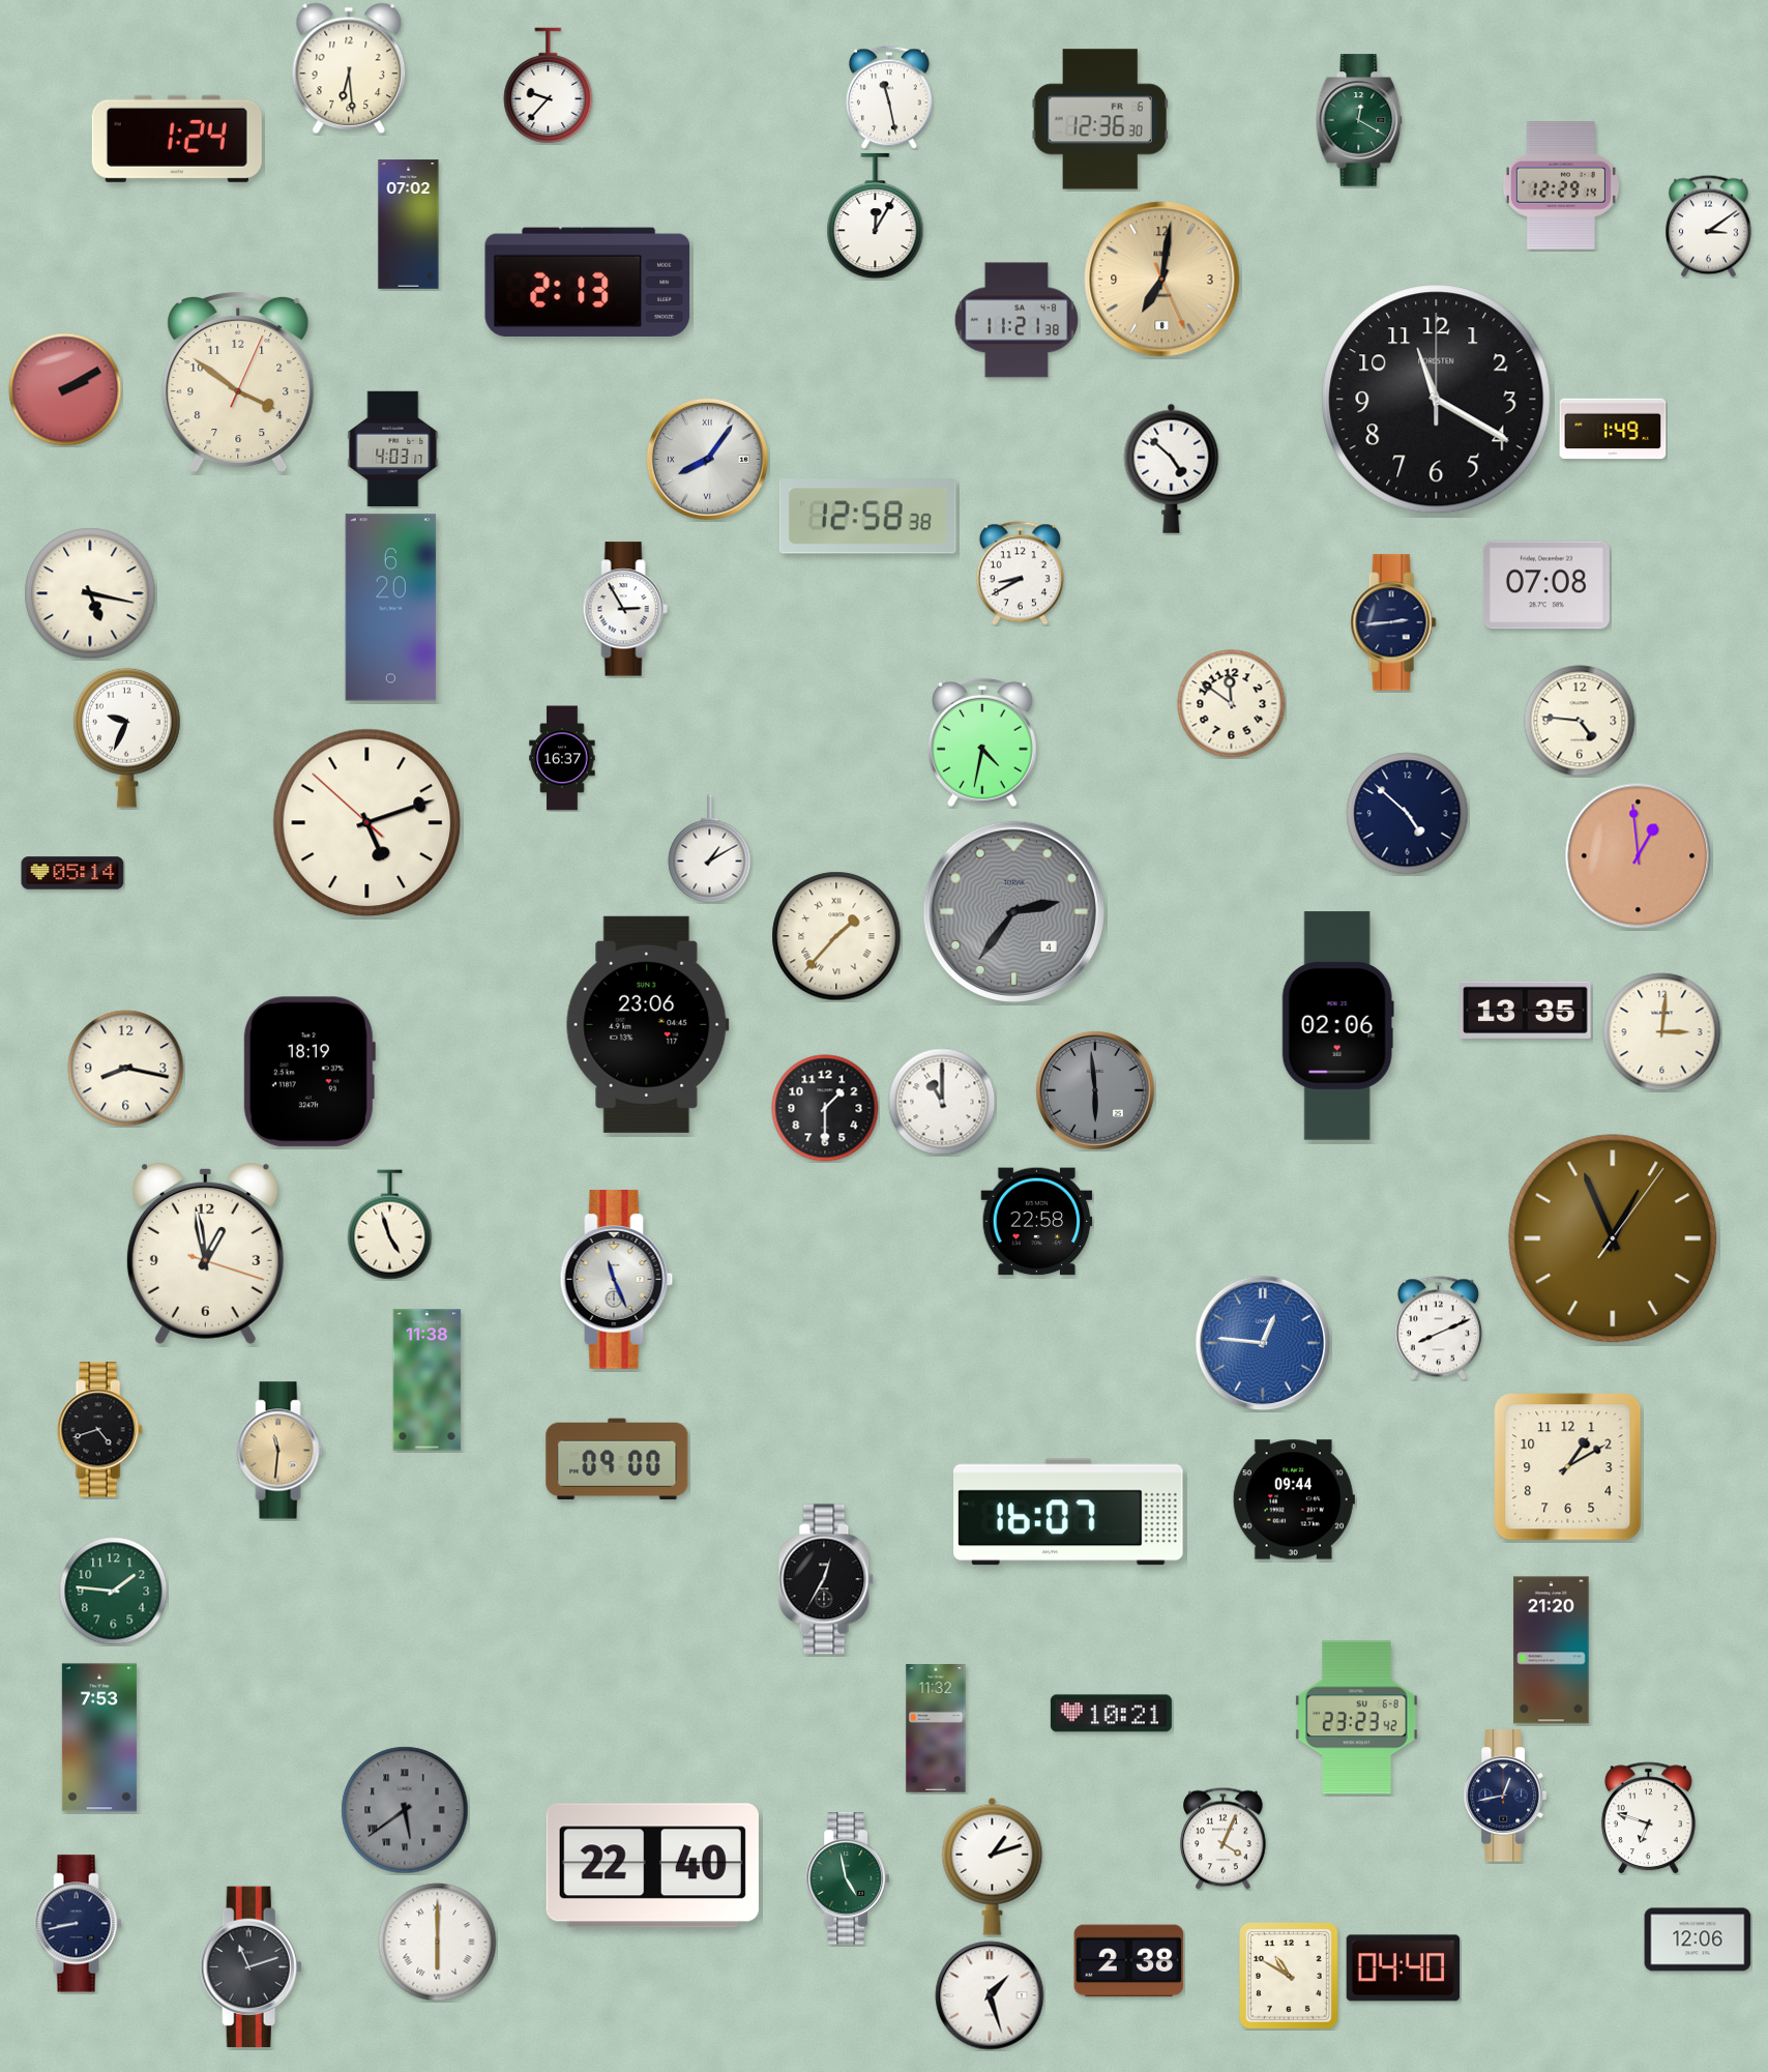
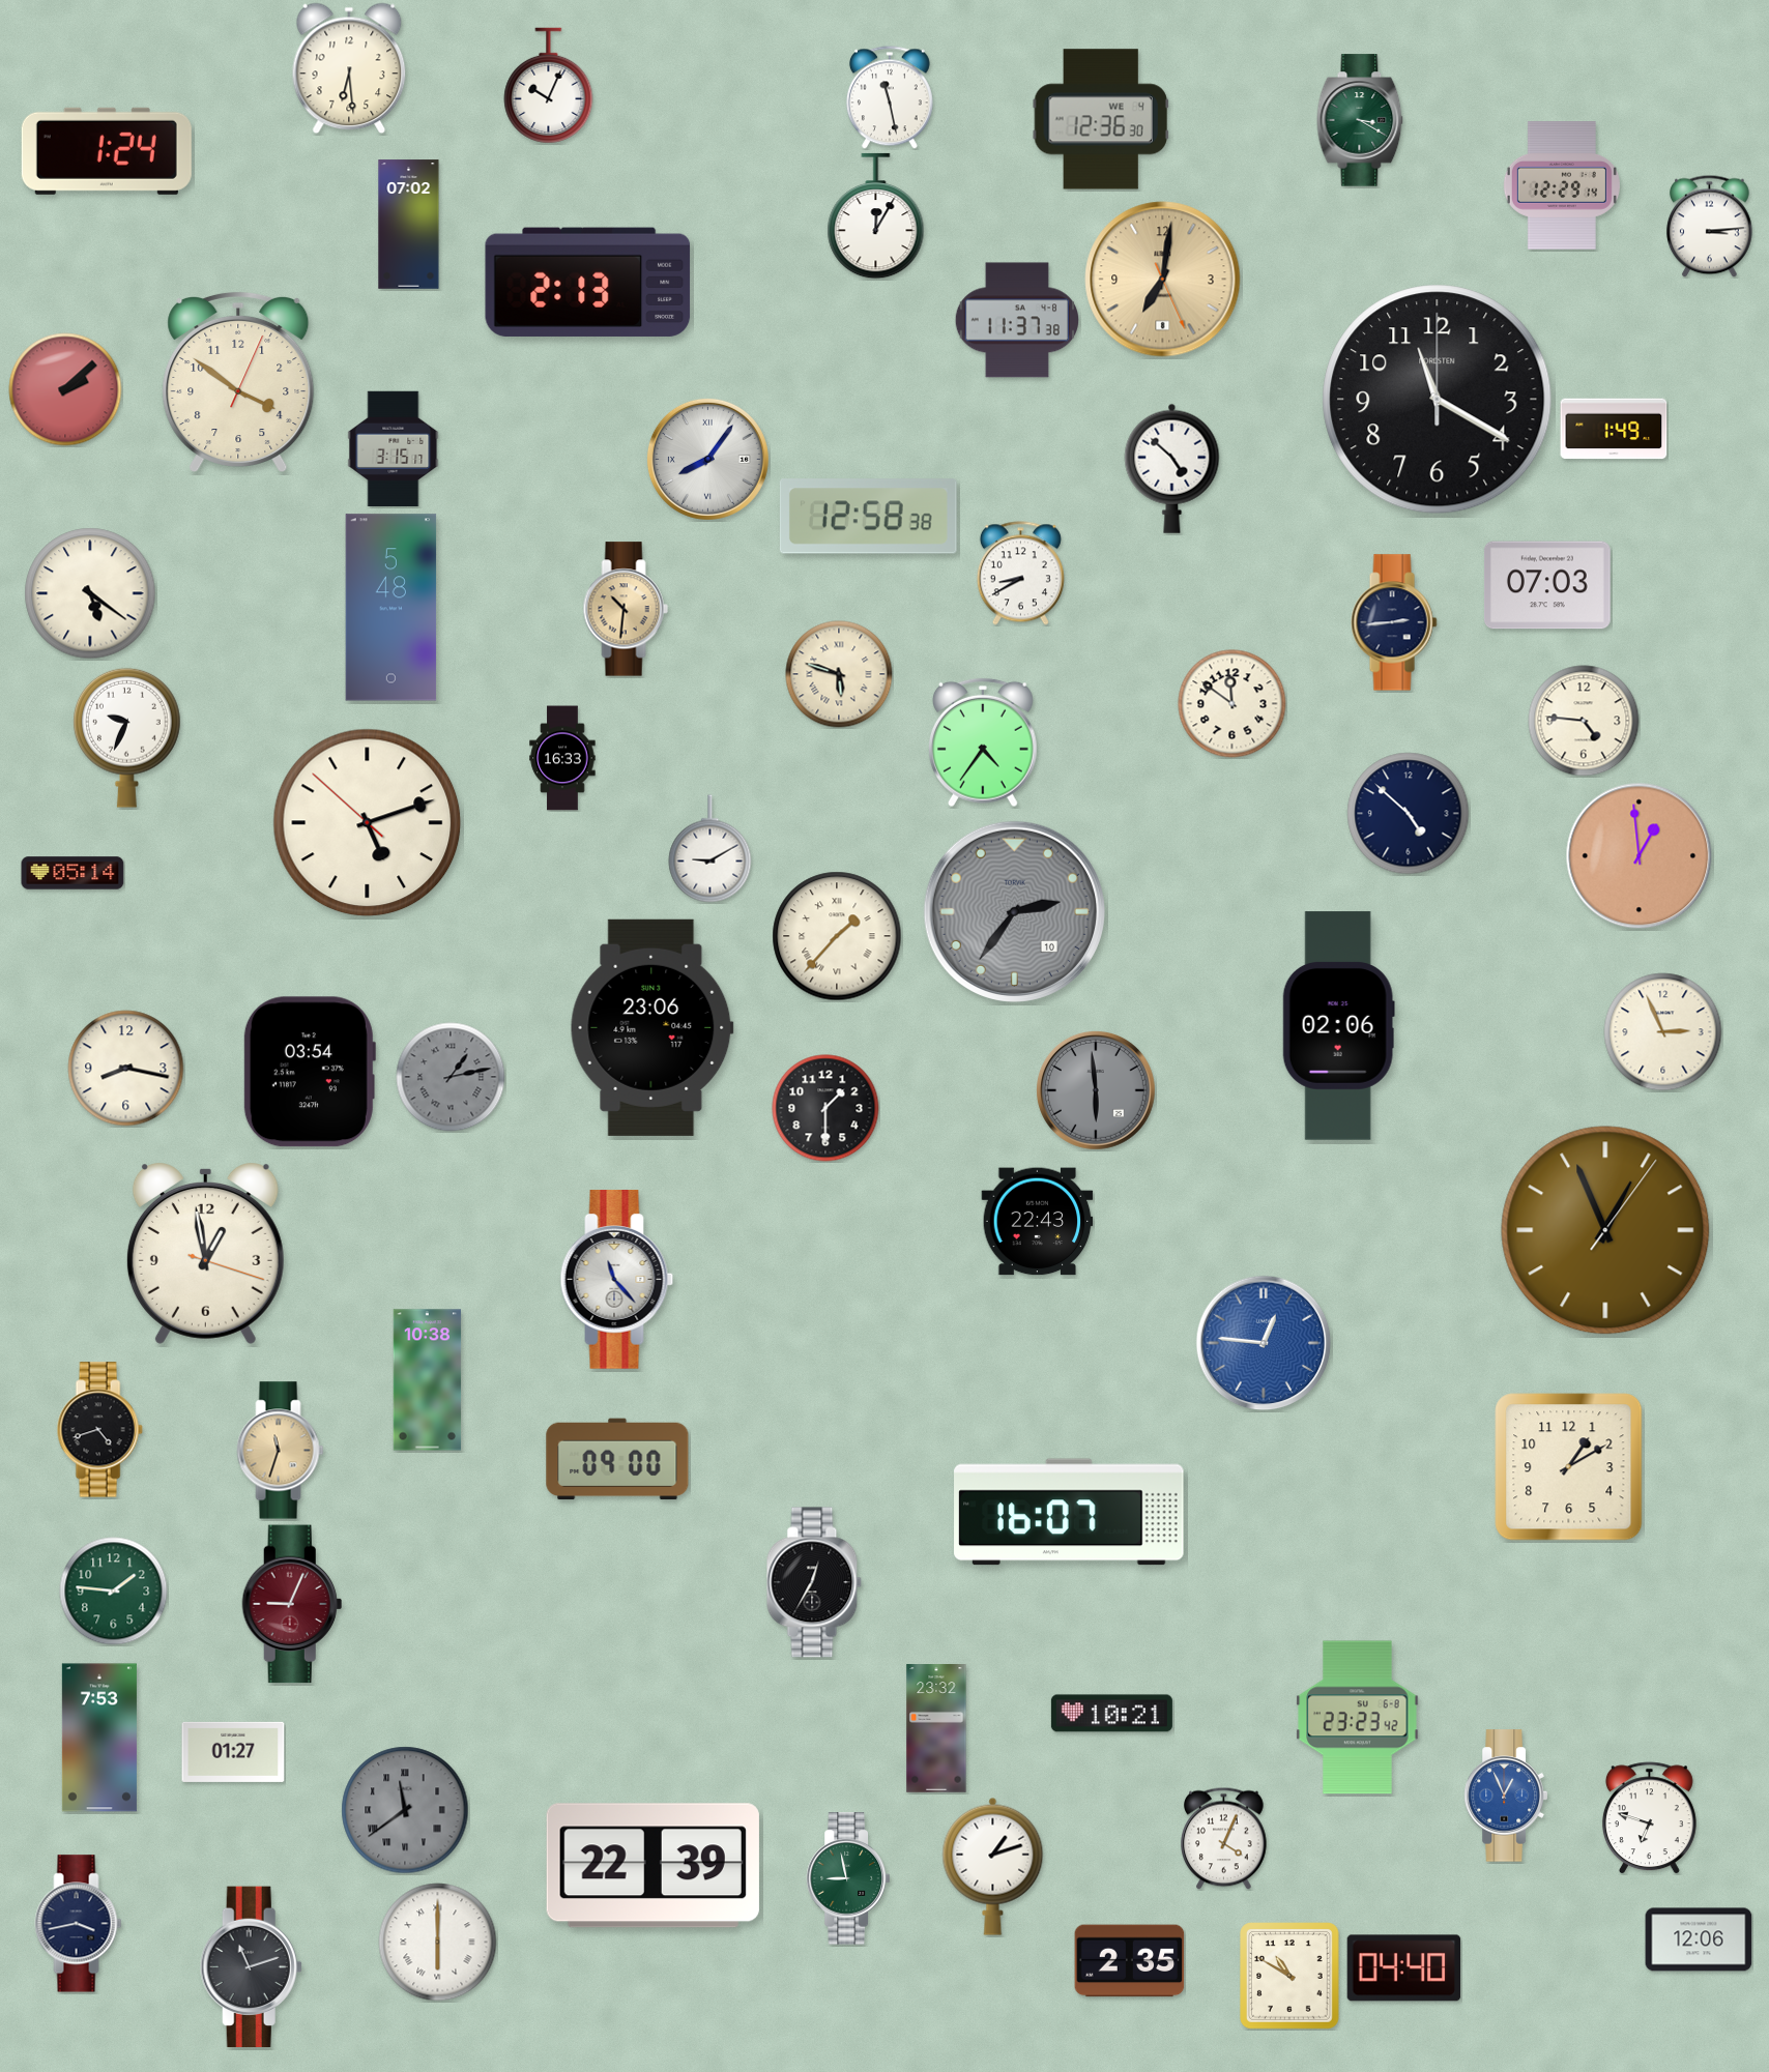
clock at (549, 86): 9:37 -> 10:04
clock at (1100, 119) date: FR 6 -> WE 4
clock at (1359, 120): 12:20 -> 3:20
clock at (177, 139) position: (177, 139) -> (107, 151)
clock at (1709, 226): 3:09 -> 3:14
clock at (1016, 320): 11:21 -> 11:37
clock at (65, 389): 2:10 -> 2:08
clock at (393, 448): 4:03 -> 3:15
clock at (1546, 585): 07:08 -> 07:03
clock at (90, 593): 5:17 -> 5:21
clock at (391, 608): 6:20 -> 5:48
clock at (625, 609): 2:55 -> 10:31
clock at (625, 609) dial: white -> champagne
clock at (839, 674): none -> 5:48
clock at (1580, 721) position: (1580, 721) -> (1584, 721)
clock at (983, 742): 4:32 -> 4:36
clock at (562, 758): 16:37 -> 16:33
clock at (710, 849): 1:10 -> 9:10
clock at (1013, 911) date: 4 -> 10
clock at (1526, 1010): 13:35 -> none
clock at (647, 1024) position: (647, 1024) -> (651, 1027)
clock at (1662, 1032): 3:01 -> 2:56
clock at (308, 1072): 18:19 -> 03:54
clock at (451, 1077): none -> 1:13
clock at (942, 1102): 11:00 -> none
clock at (1037, 1222): 22:58 -> 22:43
clock at (390, 1225): 4:57 -> none
clock at (1613, 1238) position: (1613, 1238) -> (1605, 1230)
clock at (617, 1280): 11:26 -> 11:23
clock at (1438, 1329): 8:11 -> none
clock at (428, 1380): 11:38 -> 10:38
clock at (281, 1451): 11:31 -> 11:33
clock at (1294, 1499): 09:44 -> none
clock at (826, 1579) position: (826, 1579) -> (814, 1582)
clock at (292, 1604): none -> 9:04
clock at (1552, 1651): 21:20 -> none
clock at (936, 1728): 11:32 -> 23:32
clock at (233, 1752): none -> 01:27
clock at (1505, 1796): 12:43 -> 12:56
clock at (1505, 1796) dial: navy -> blue
clock at (405, 1810): 5:39 -> 11:39
clock at (652, 1866): 22:40 -> 22:39
clock at (848, 1878): 4:58 -> 8:58
clock at (79, 1924): 8:43 -> 3:43
clock at (1129, 1961): 2:38 -> 2:35
clock at (990, 1995): 1:27 -> none
